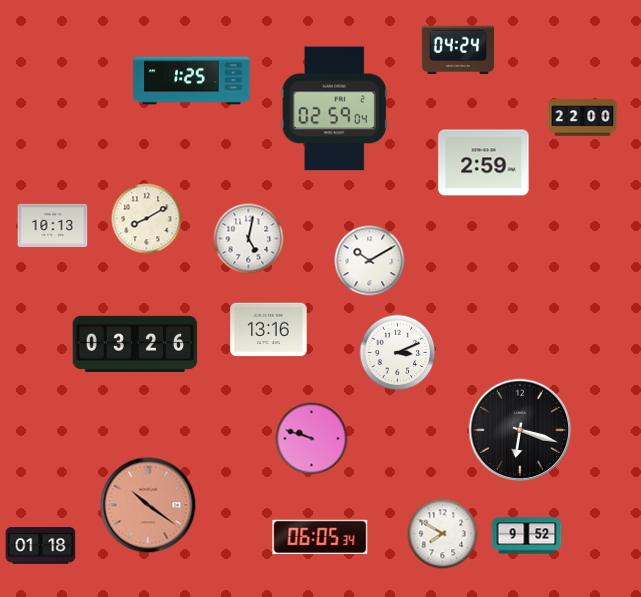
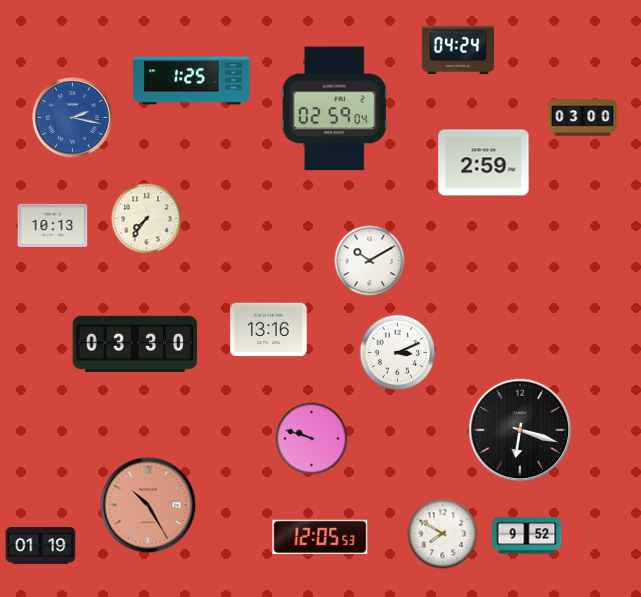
clock at (73, 118): none -> 2:17
clock at (583, 118): 22:00 -> 03:00
clock at (147, 219): 8:10 -> 7:36
clock at (249, 239): 5:02 -> none
clock at (135, 344): 03:26 -> 03:30
clock at (148, 505): 10:21 -> 10:25
clock at (320, 536): 06:05 -> 12:05
clock at (41, 546): 01:18 -> 01:19
